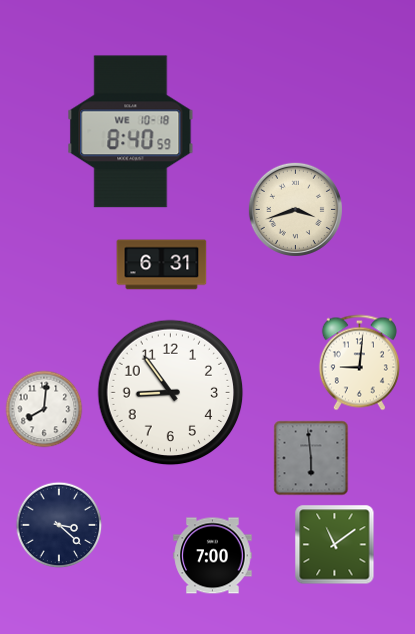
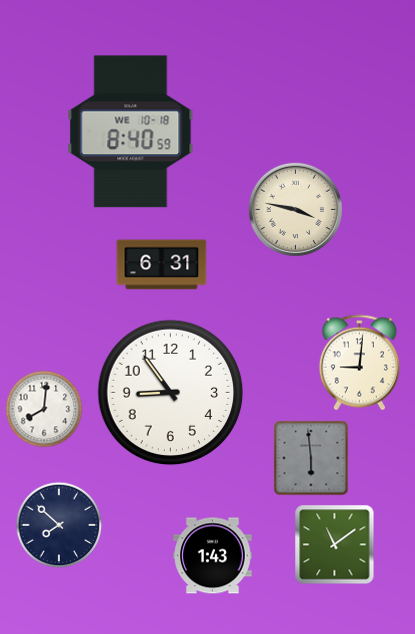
clock at (295, 209): 3:42 -> 3:47
clock at (59, 525): 3:22 -> 7:52
clock at (213, 556): 7:00 -> 1:43
